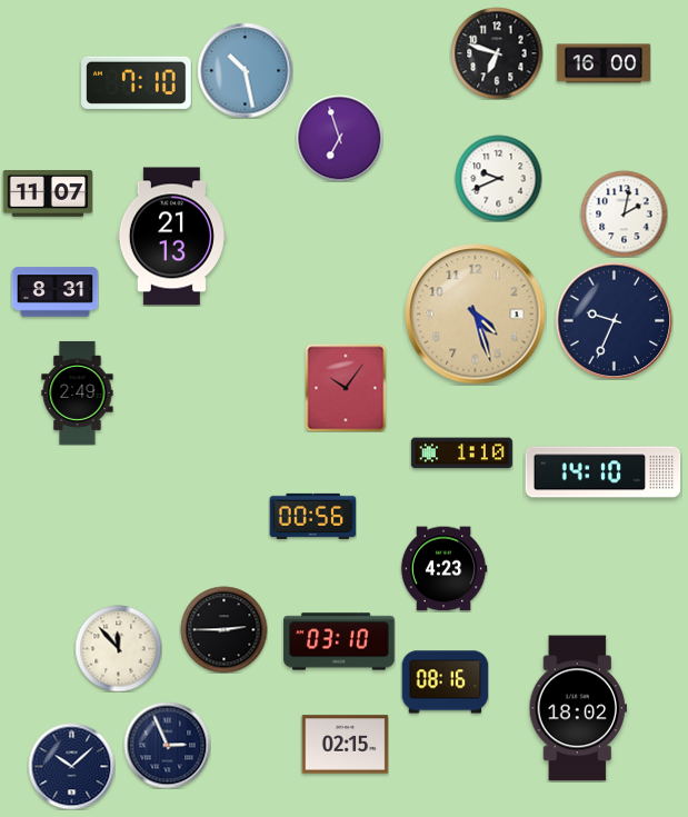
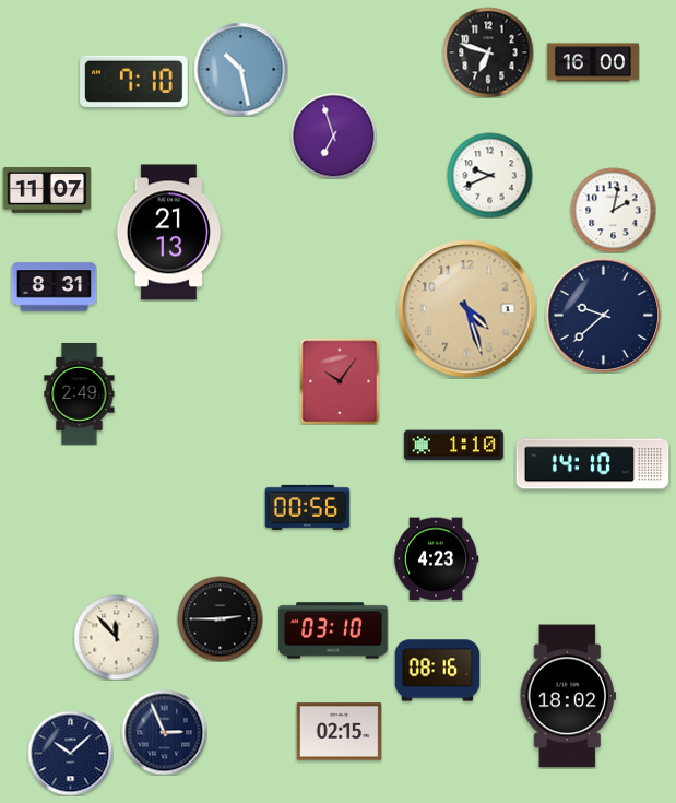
clock at (614, 320): 9:34 -> 9:38
clock at (78, 392) position: (78, 392) -> (80, 393)
